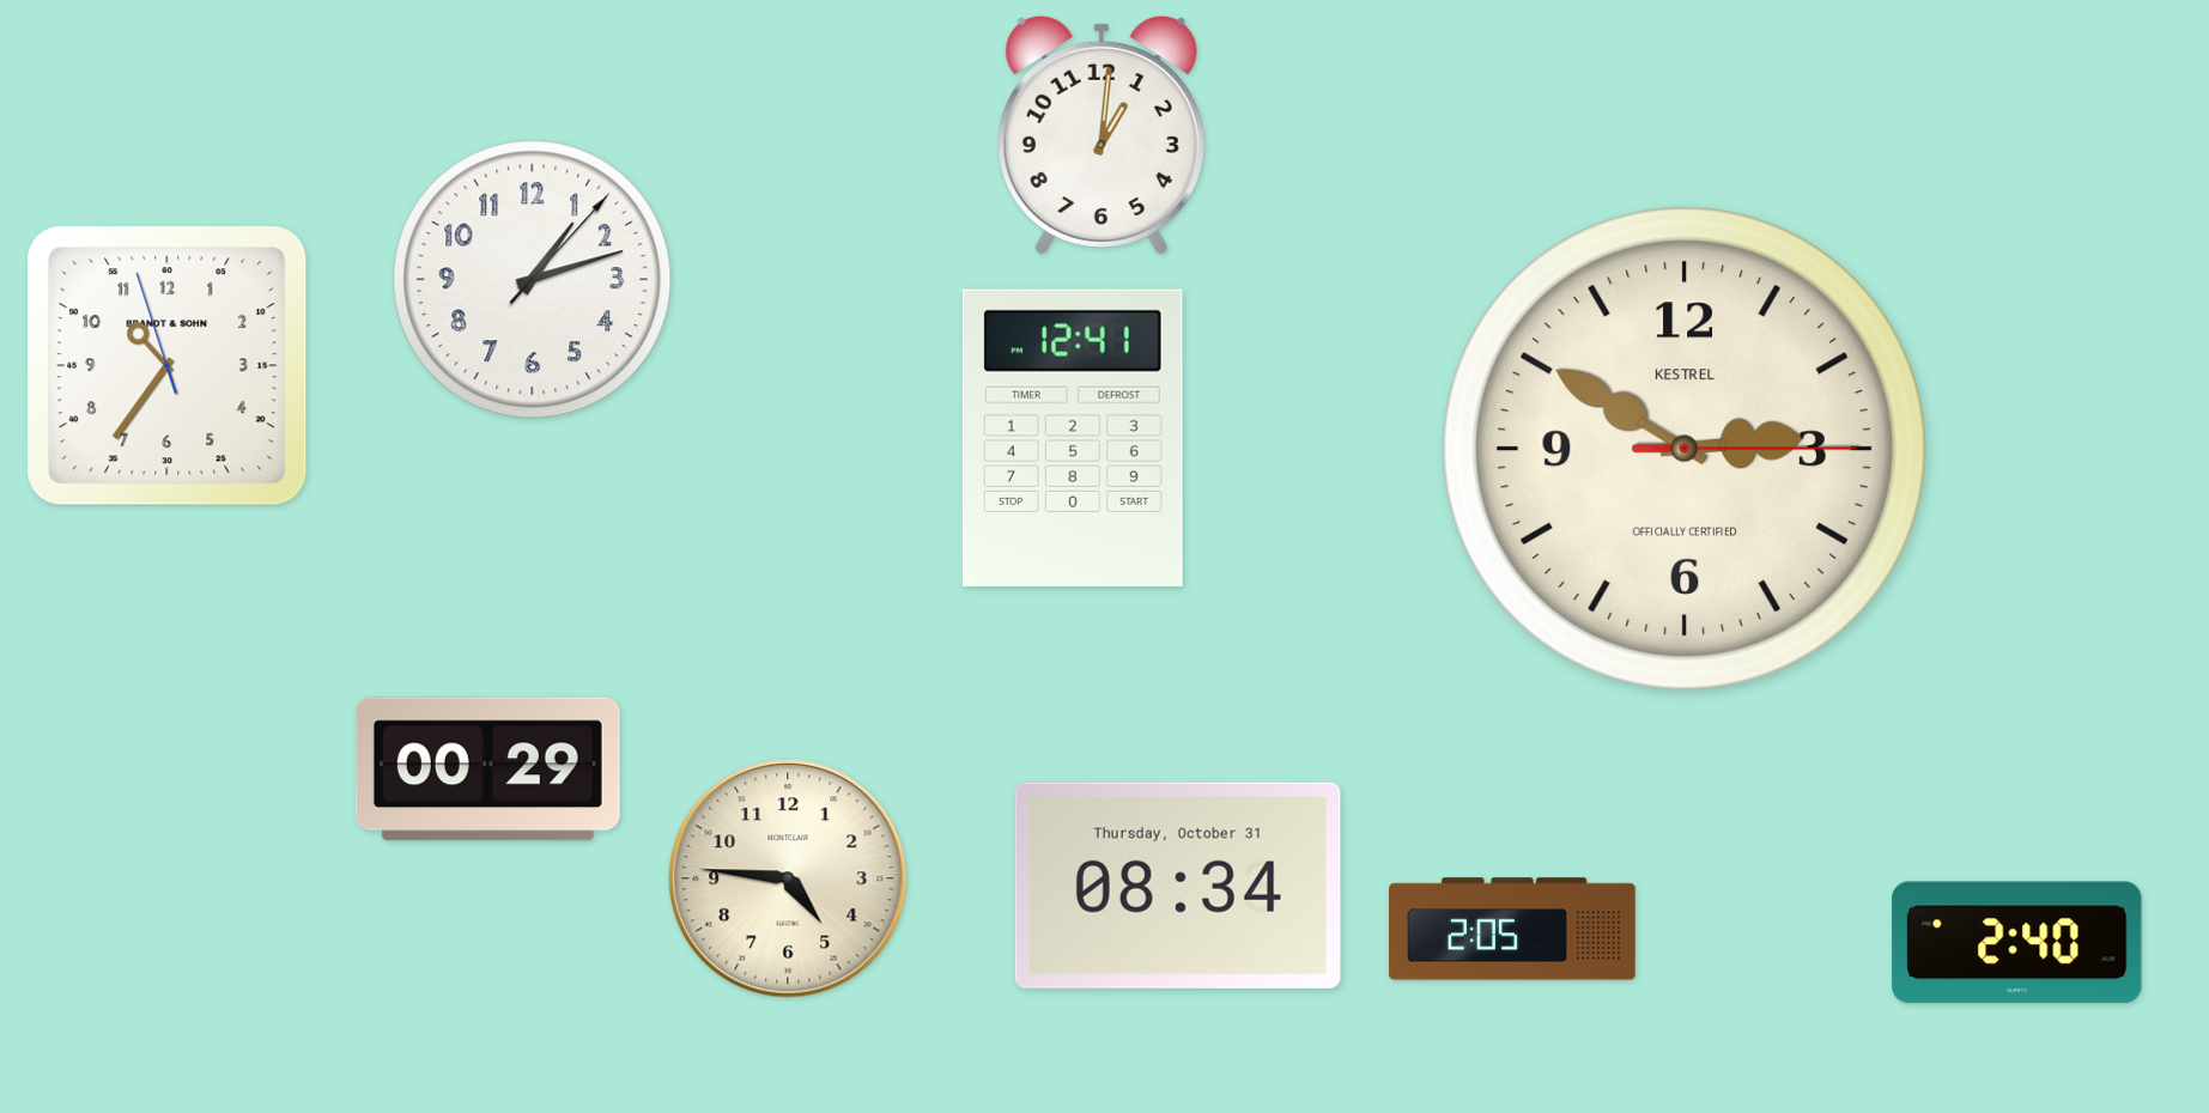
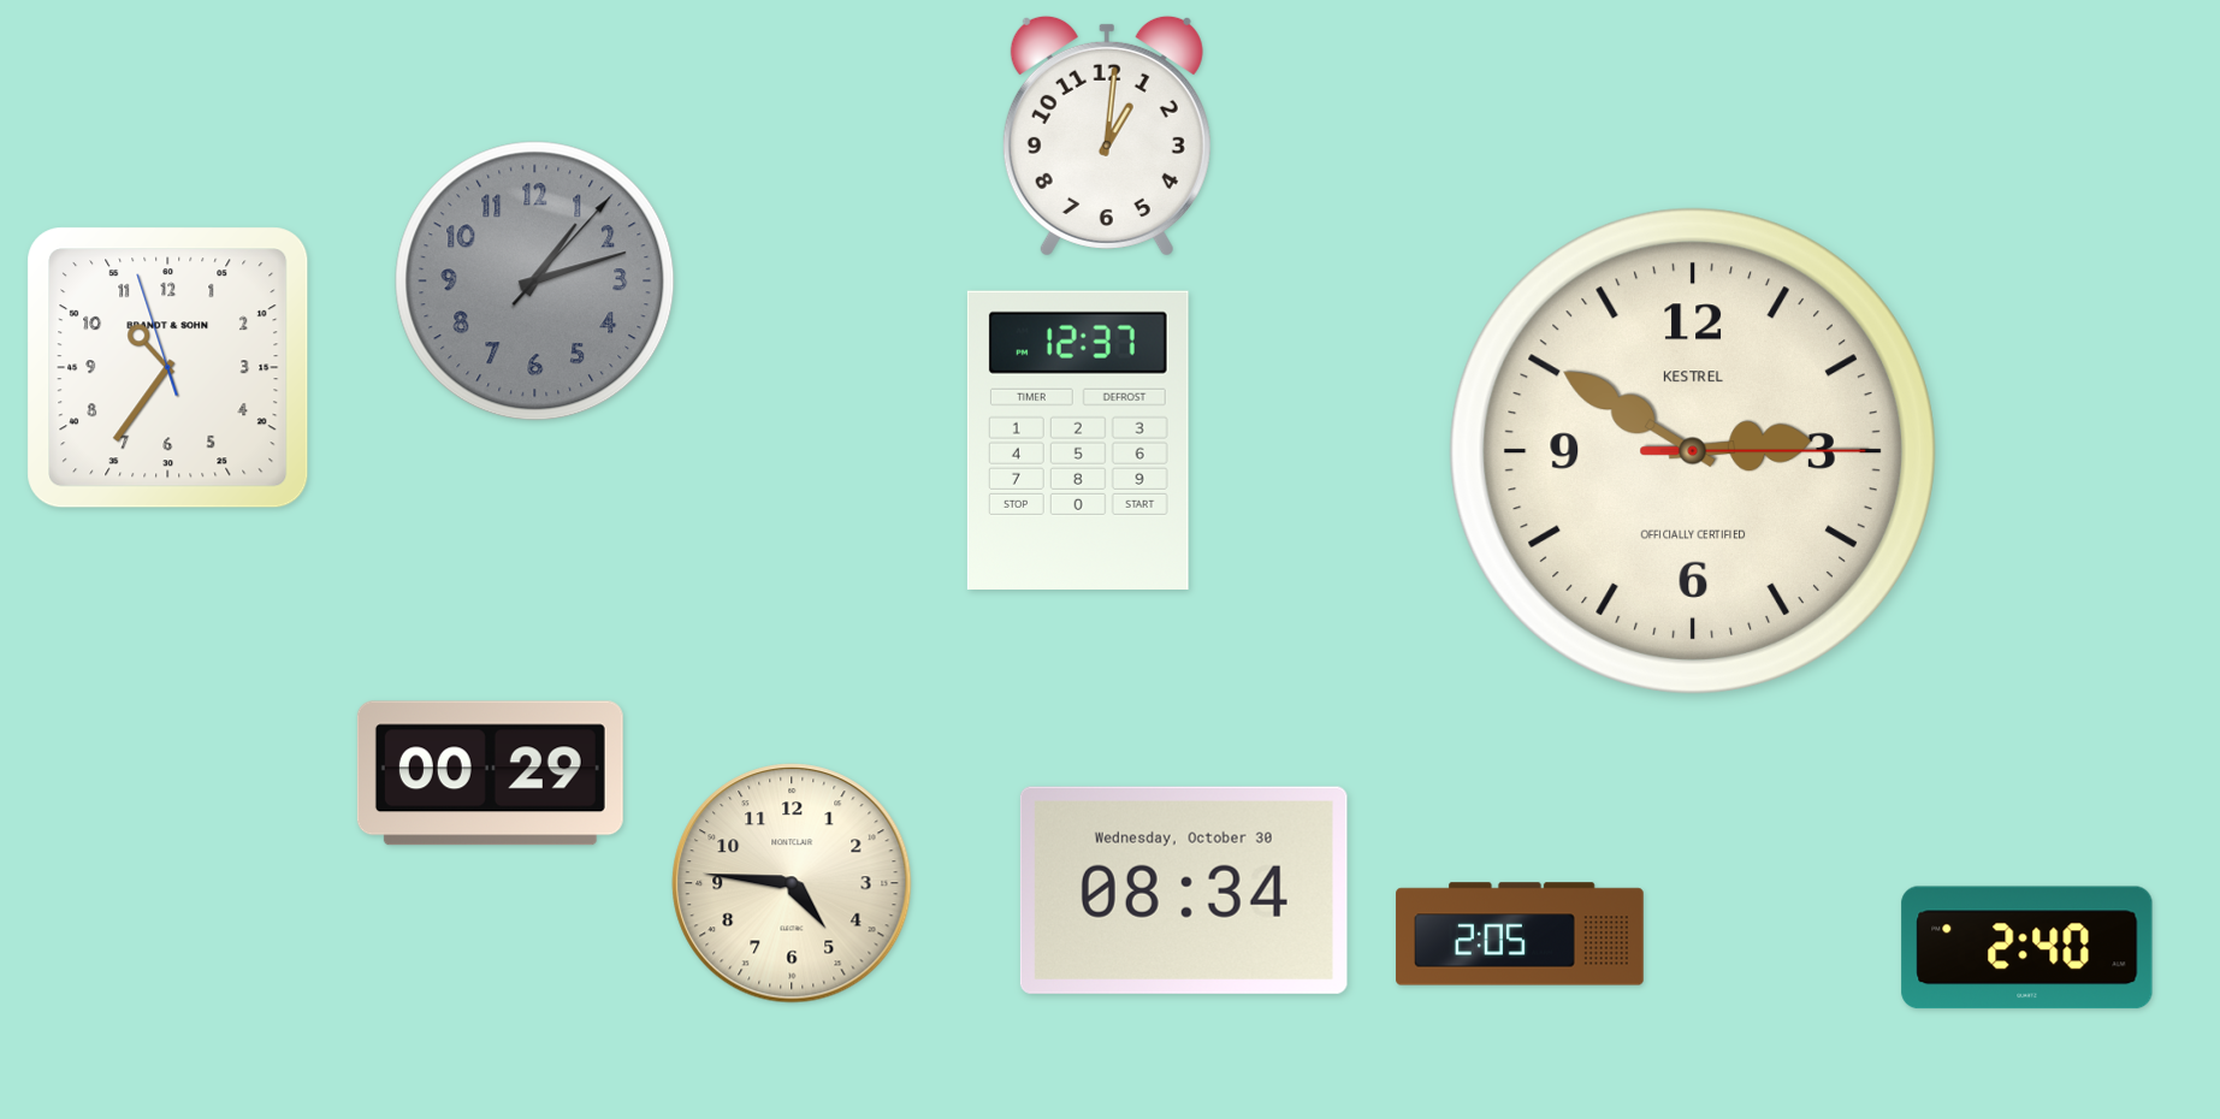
clock at (533, 280) dial: white -> grey
clock at (1073, 438): 12:41 -> 12:37
clock at (1178, 886) date: Thursday, October 31 -> Wednesday, October 30
